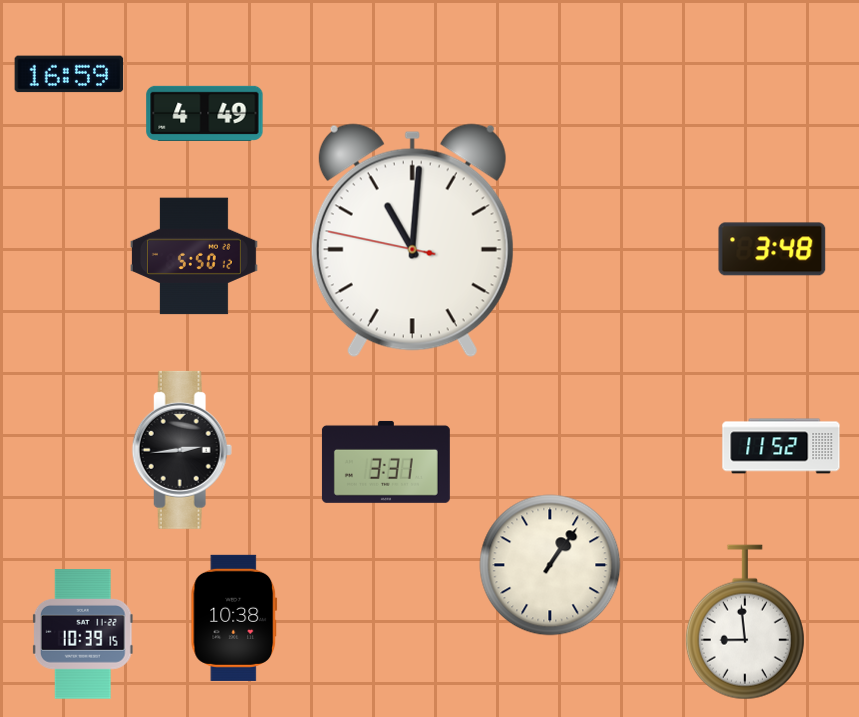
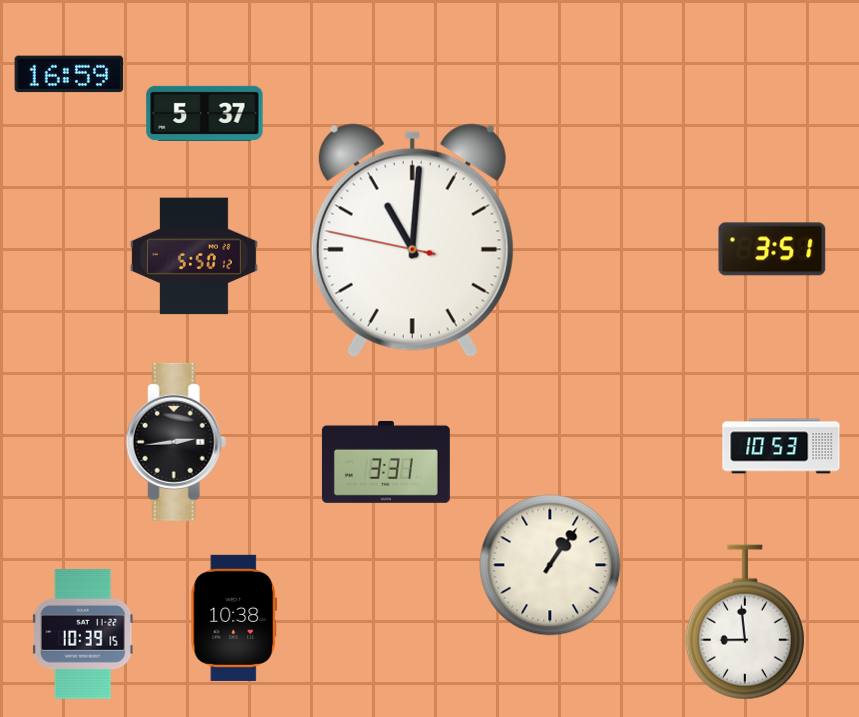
clock at (205, 113): 4:49 -> 5:37
clock at (772, 249): 3:48 -> 3:51
clock at (781, 446): 11:52 -> 10:53
clock at (182, 450) position: (182, 450) -> (176, 442)
